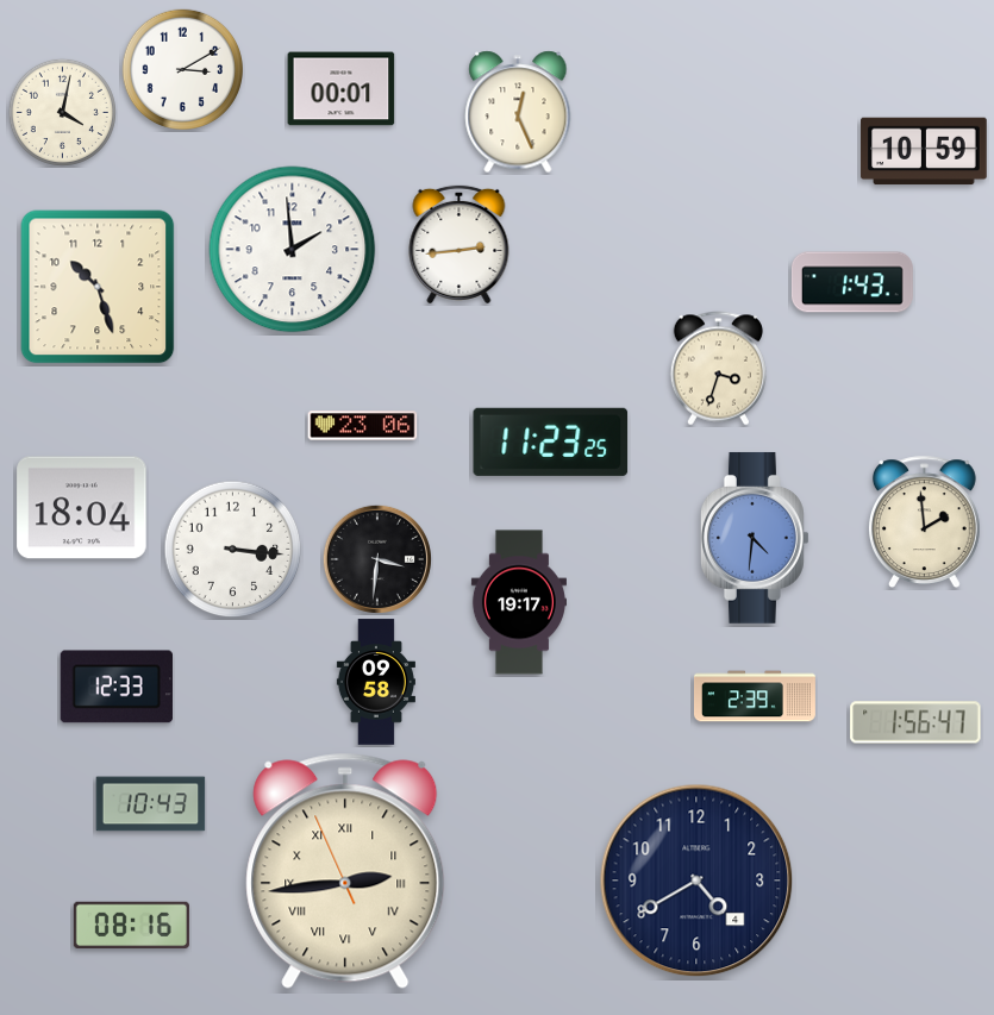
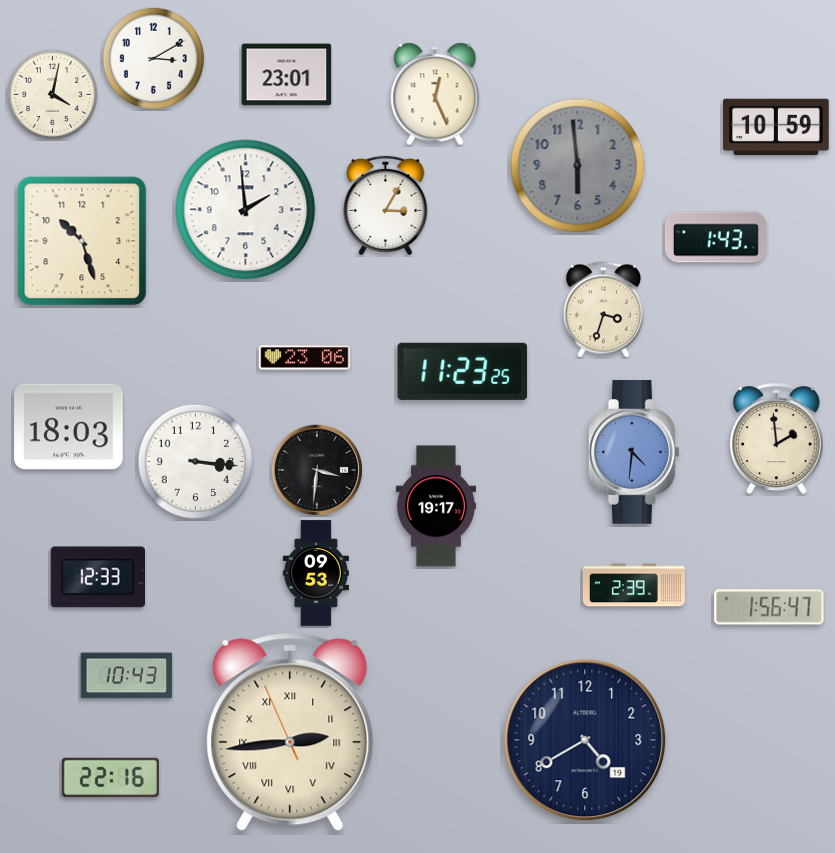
clock at (342, 89): 00:01 -> 23:01
clock at (578, 166): none -> 5:59
clock at (460, 244): 2:44 -> 3:05
clock at (82, 508): 18:04 -> 18:03
clock at (376, 682): 09:58 -> 09:53
clock at (696, 881) date: 4 -> 19
clock at (131, 926): 08:16 -> 22:16
